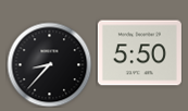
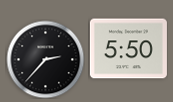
clock at (49, 64): 8:37 -> 2:37
